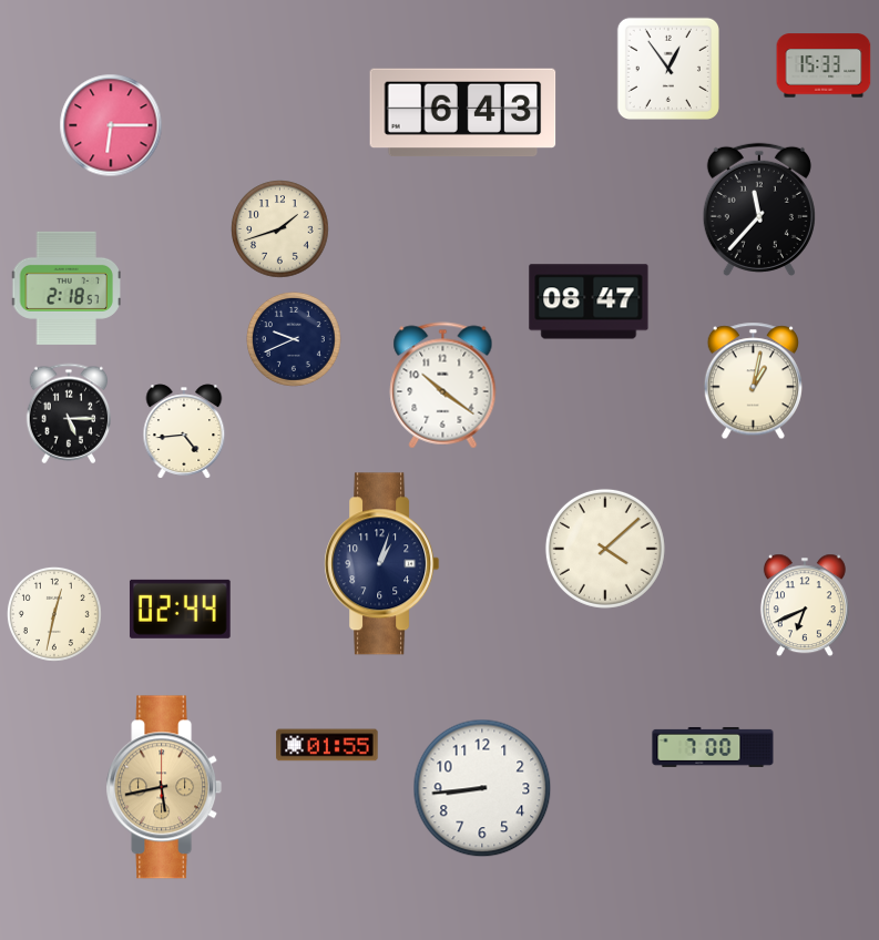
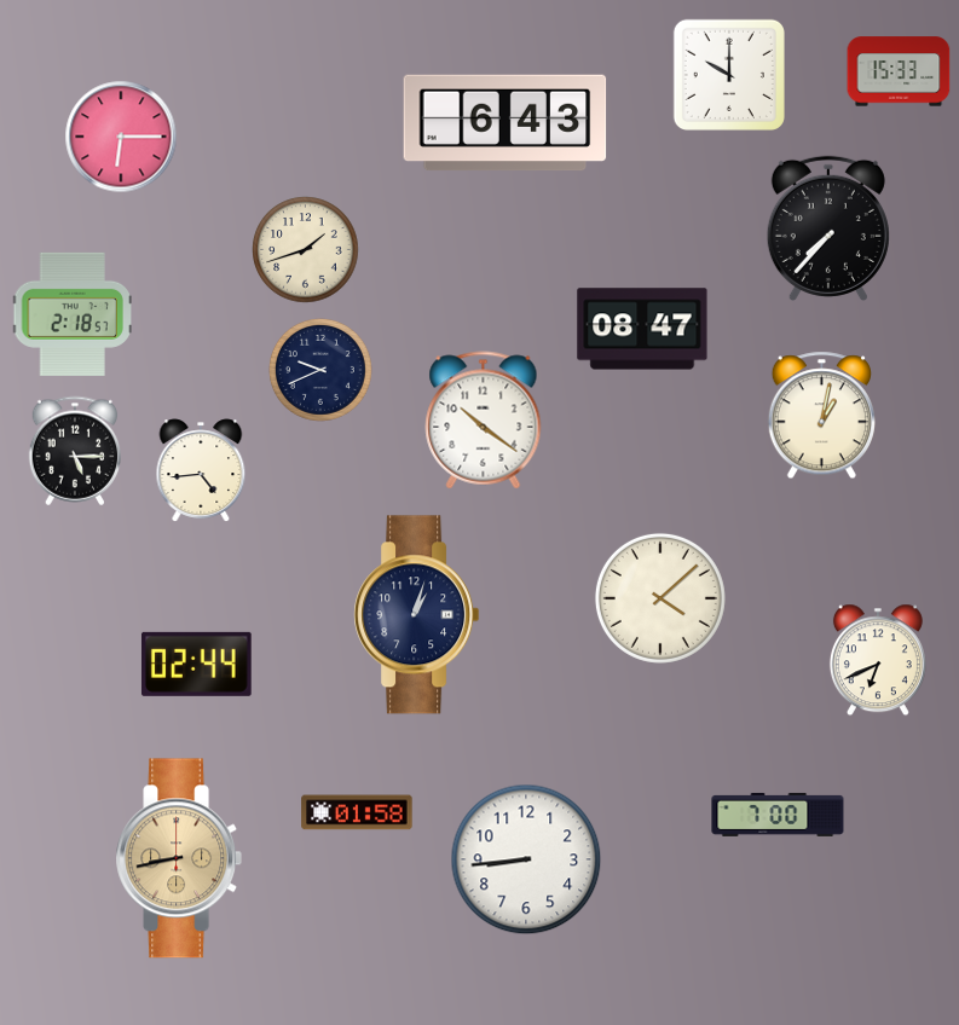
clock at (668, 69): 12:54 -> 10:00
clock at (759, 210): 11:37 -> 7:37
clock at (54, 614): 12:32 -> none
clock at (327, 745): 01:55 -> 01:58
clock at (164, 787): 5:43 -> 8:43
